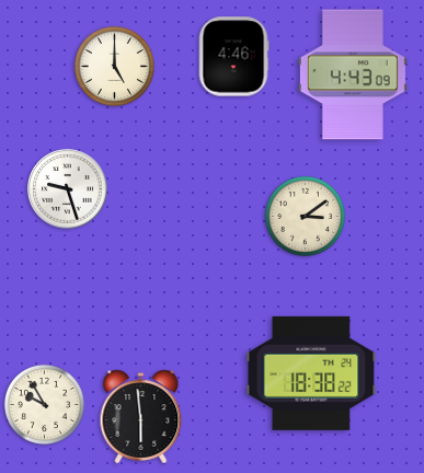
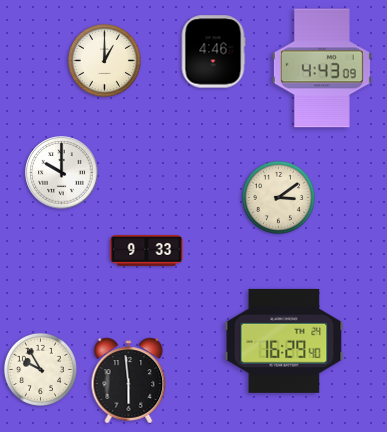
clock at (114, 66): 5:00 -> 1:00
clock at (68, 189): 9:27 -> 10:00
clock at (147, 251): none -> 9:33
clock at (311, 373): 18:38 -> 16:29
